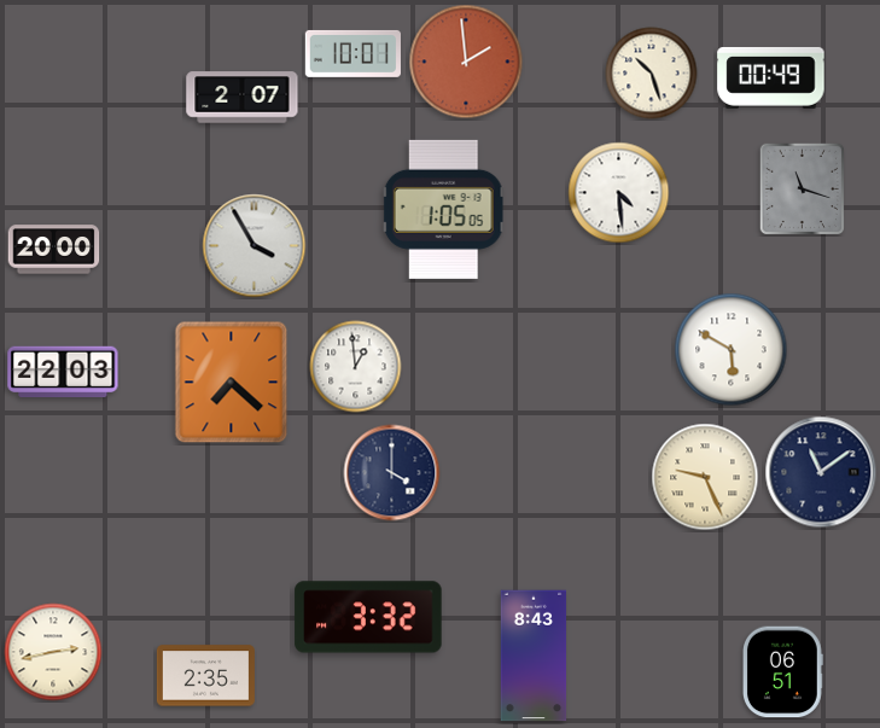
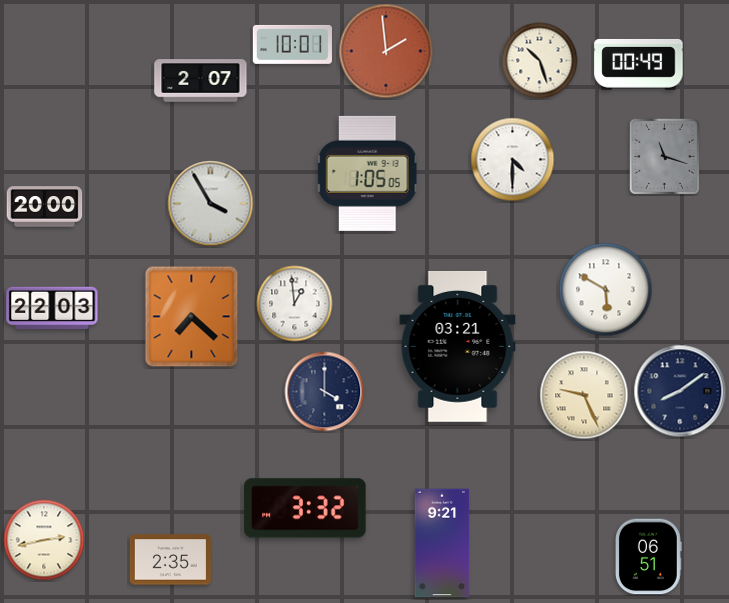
clock at (619, 193): 4:29 -> 4:30
clock at (458, 346): none -> 03:21
clock at (821, 472): 11:09 -> 8:09
clock at (368, 617) position: (368, 617) -> (305, 508)
clock at (534, 656): 8:43 -> 9:21
